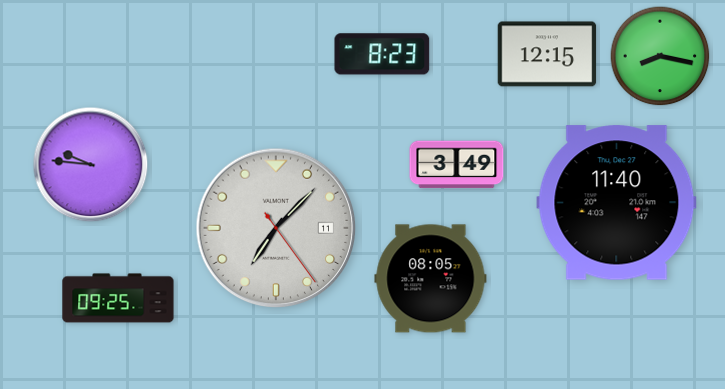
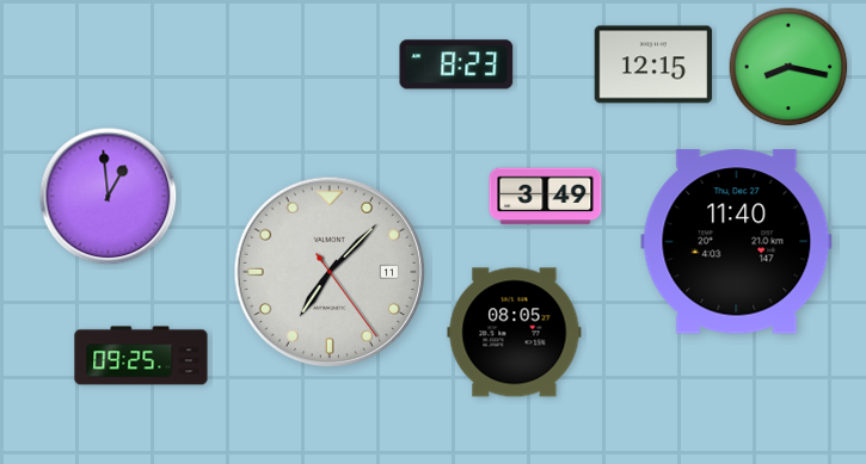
clock at (91, 165): 9:46 -> 12:59
